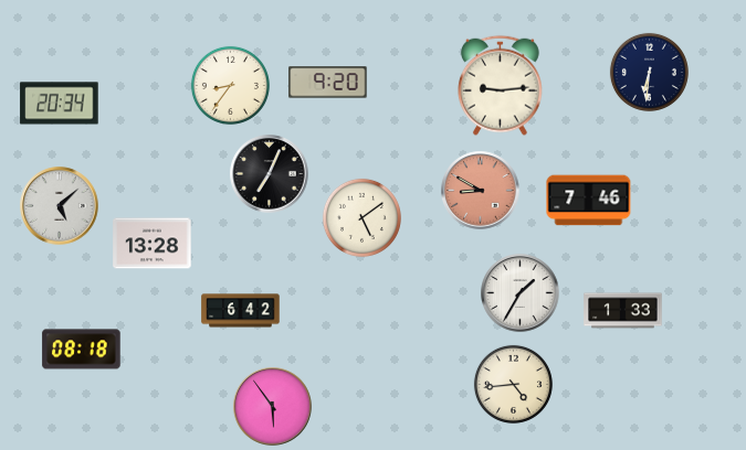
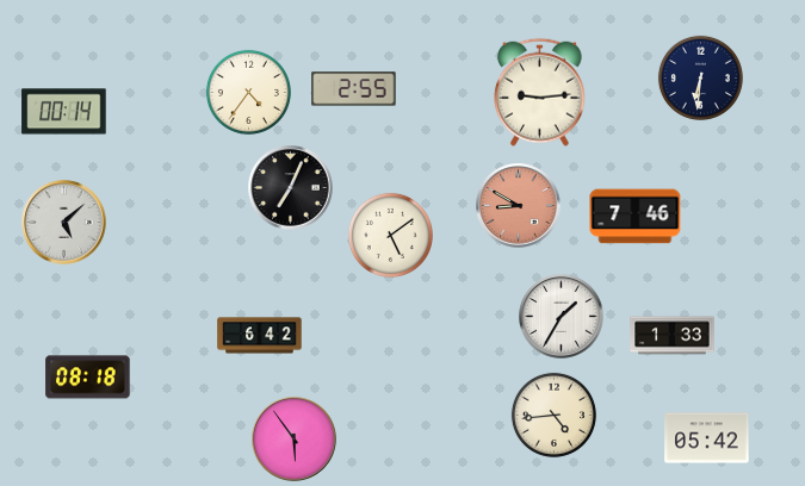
clock at (328, 83): 9:20 -> 2:55
clock at (230, 85): 8:36 -> 4:36
clock at (60, 104): 20:34 -> 00:14
clock at (153, 244): 13:28 -> none
clock at (707, 438): none -> 05:42
